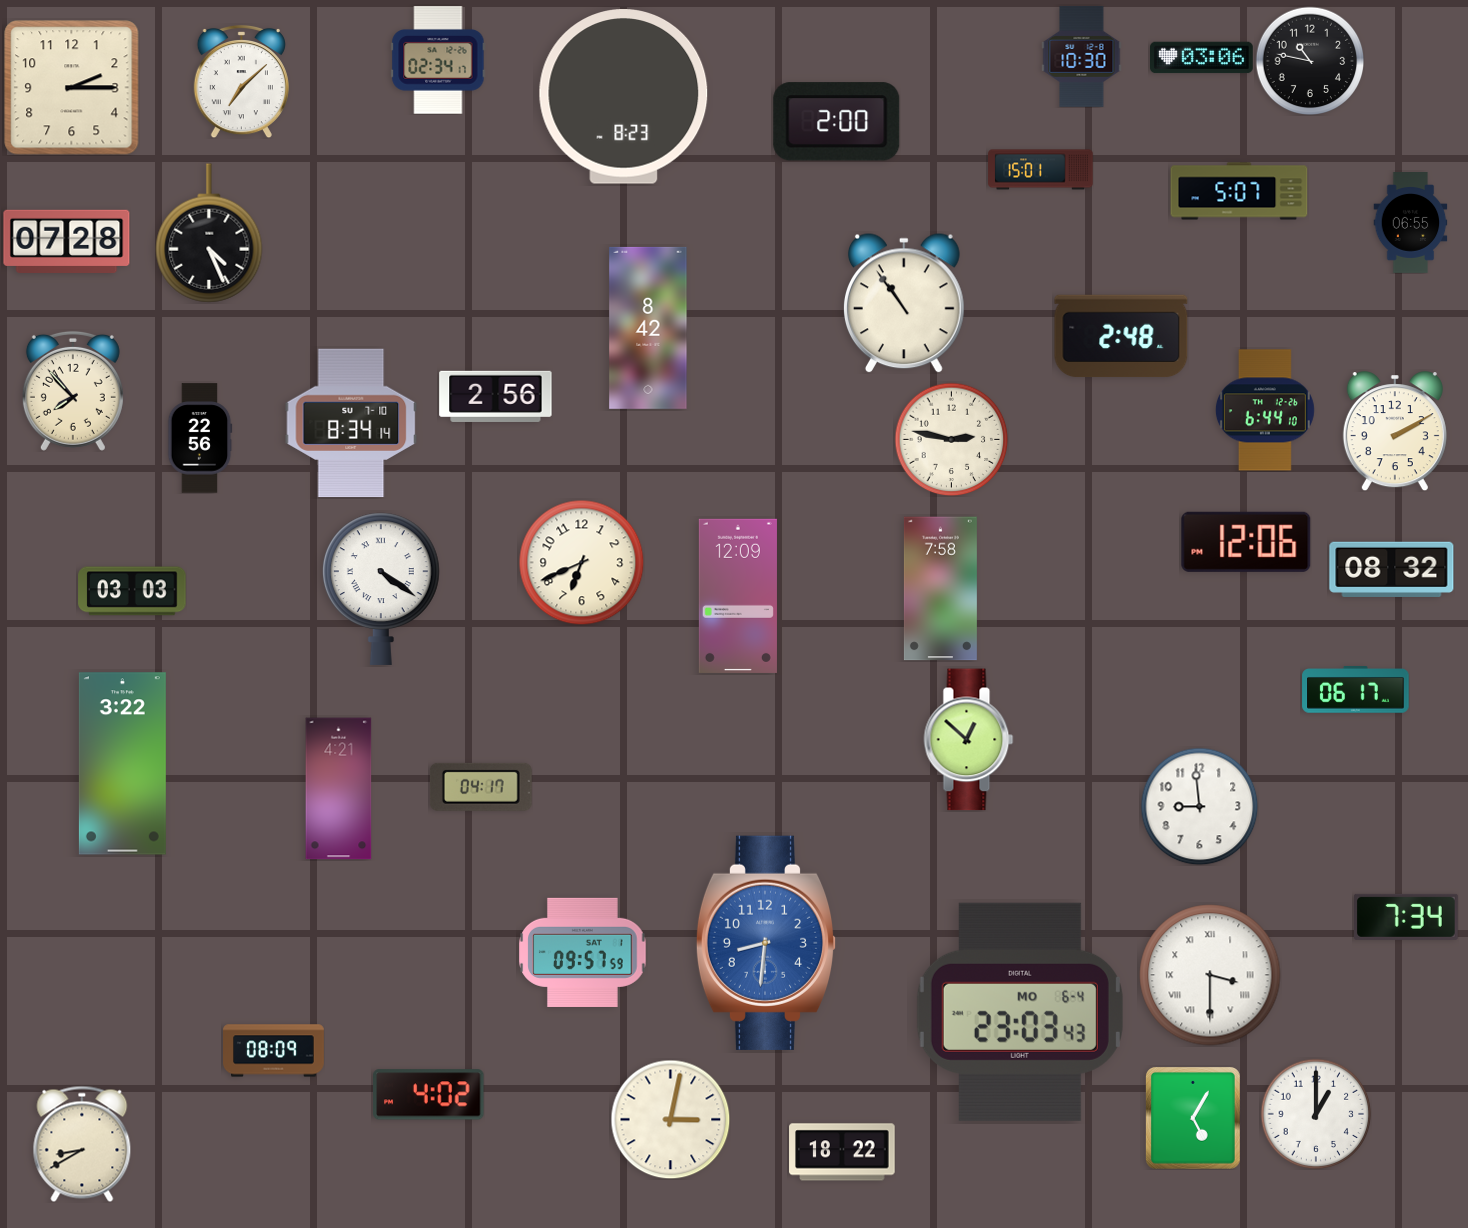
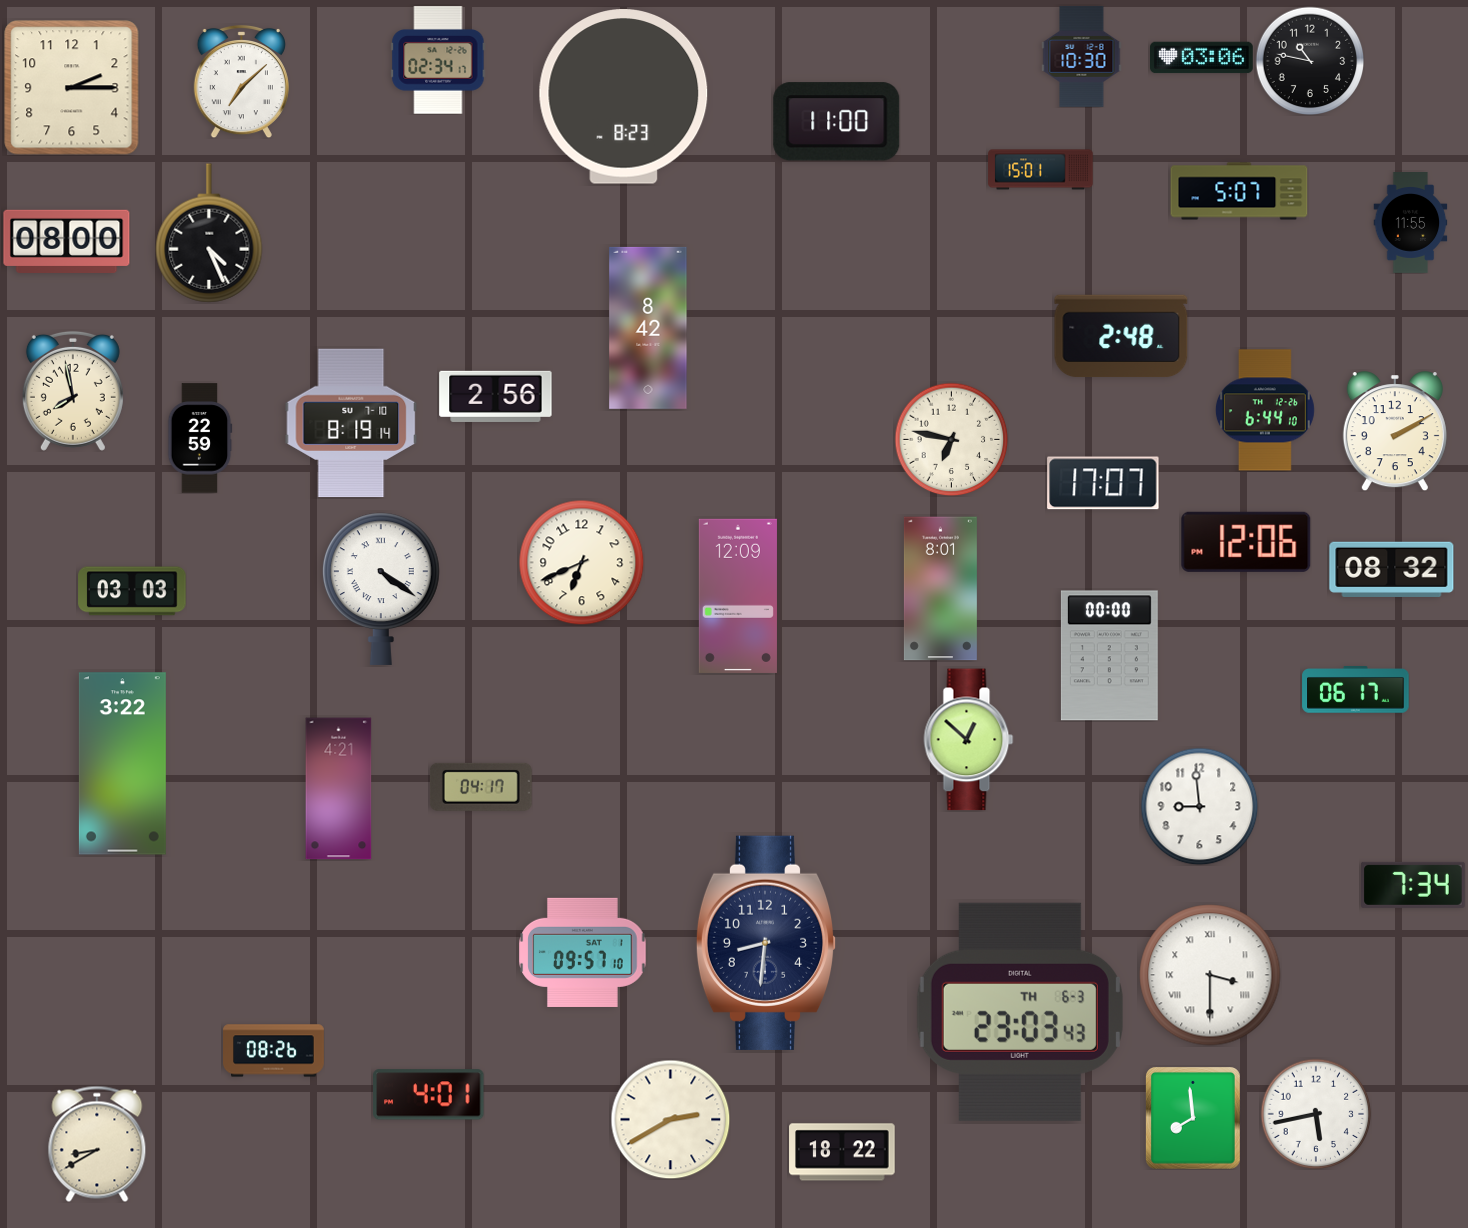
clock at (837, 122): 2:00 -> 11:00
clock at (1411, 223): 06:55 -> 11:55
clock at (67, 241): 07:28 -> 08:00
clock at (904, 303): 10:54 -> none
clock at (73, 391): 7:53 -> 7:58
clock at (351, 423): 8:34 -> 8:19
clock at (200, 438): 22:56 -> 22:59
clock at (951, 439): 2:47 -> 6:47
clock at (1103, 483): none -> 17:07
clock at (940, 589): 7:58 -> 8:01
clock at (1109, 656): none -> 00:00
clock at (1407, 917) position: (1407, 917) -> (1414, 885)
clock at (766, 943) dial: blue -> navy
clock at (583, 952): 09:57:59 -> 09:57:10
clock at (1020, 1012) date: MO 6-4 -> TH 6-3
clock at (274, 1051): 08:09 -> 08:26
clock at (429, 1095): 4:02 -> 4:01
clock at (1316, 1114): 1:00 -> 5:43
clock at (1193, 1118): 5:05 -> 7:59
clock at (670, 1119): 3:02 -> 2:40
clock at (82, 1144) position: (82, 1144) -> (97, 1144)
